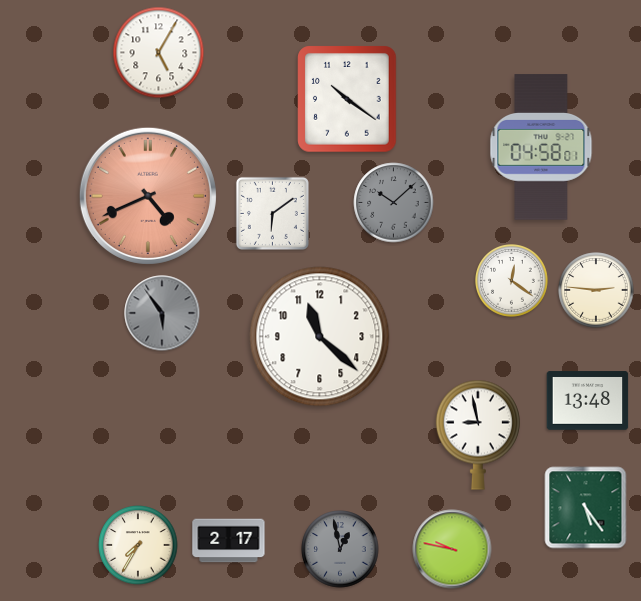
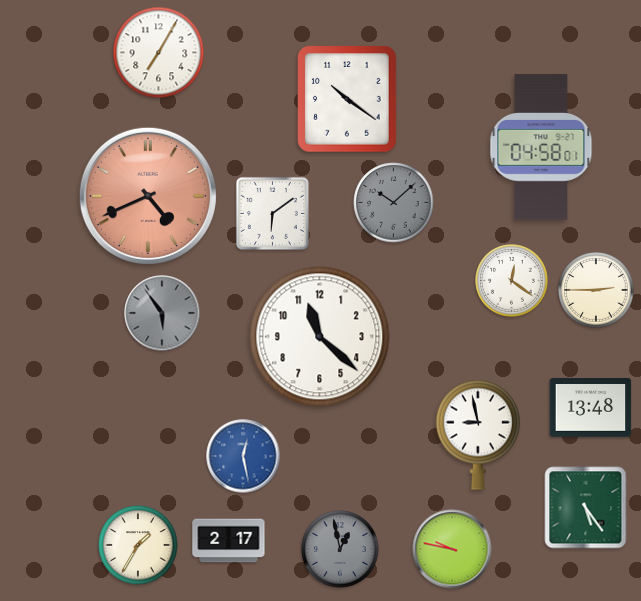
clock at (159, 53): 5:05 -> 7:05
clock at (596, 290): 2:46 -> 2:45
clock at (588, 401) position: (588, 401) -> (591, 408)
clock at (243, 456): none -> 12:28
clock at (138, 545): 7:35 -> 1:35
